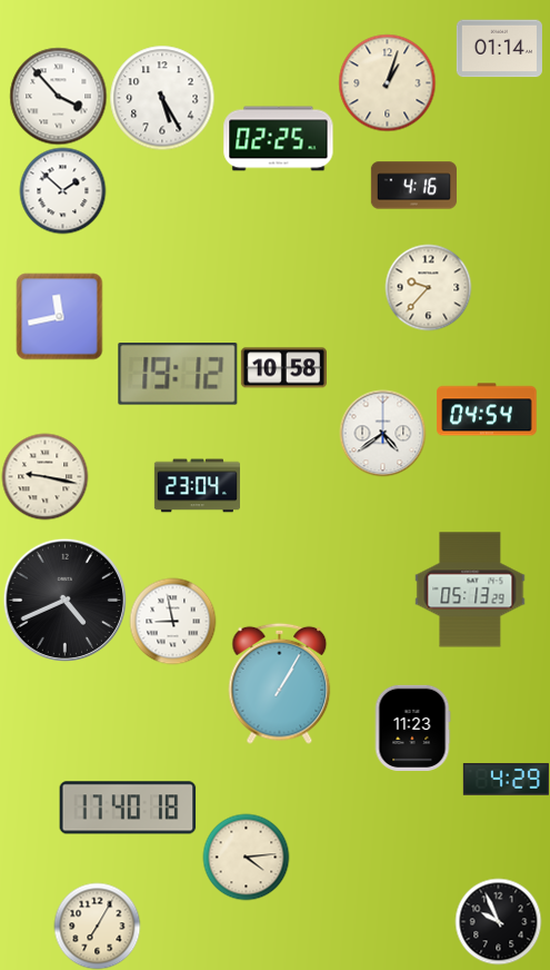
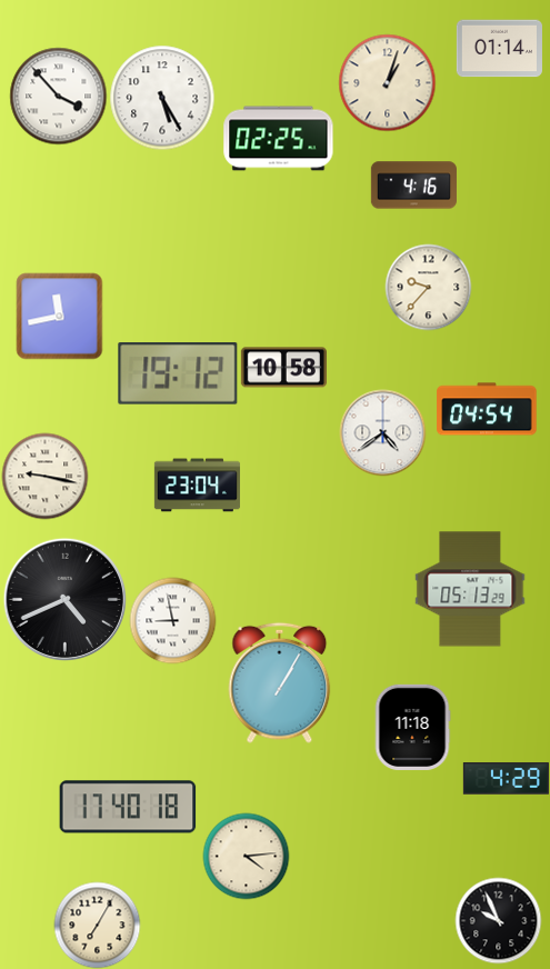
clock at (62, 190): 1:52 -> none
clock at (412, 727): 11:23 -> 11:18
